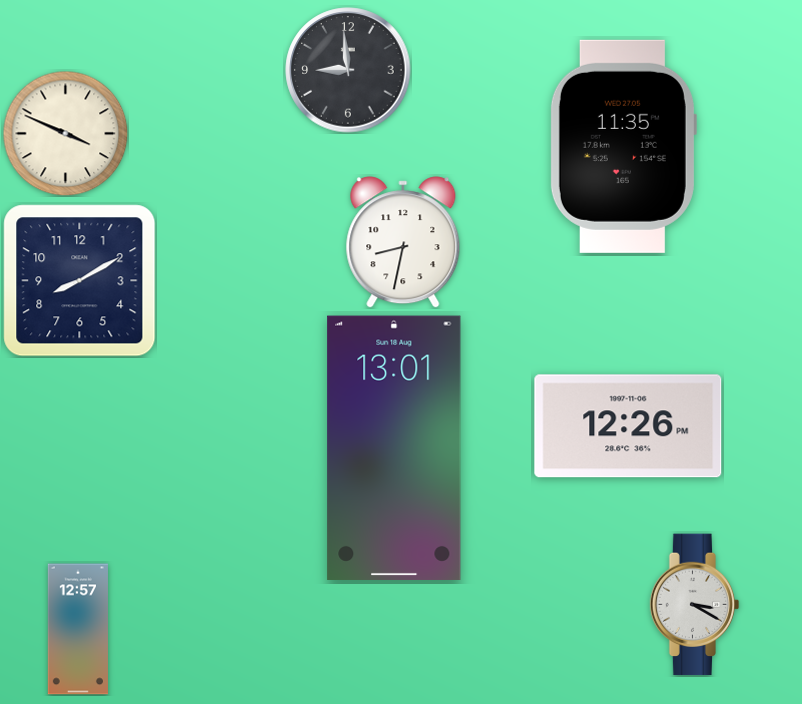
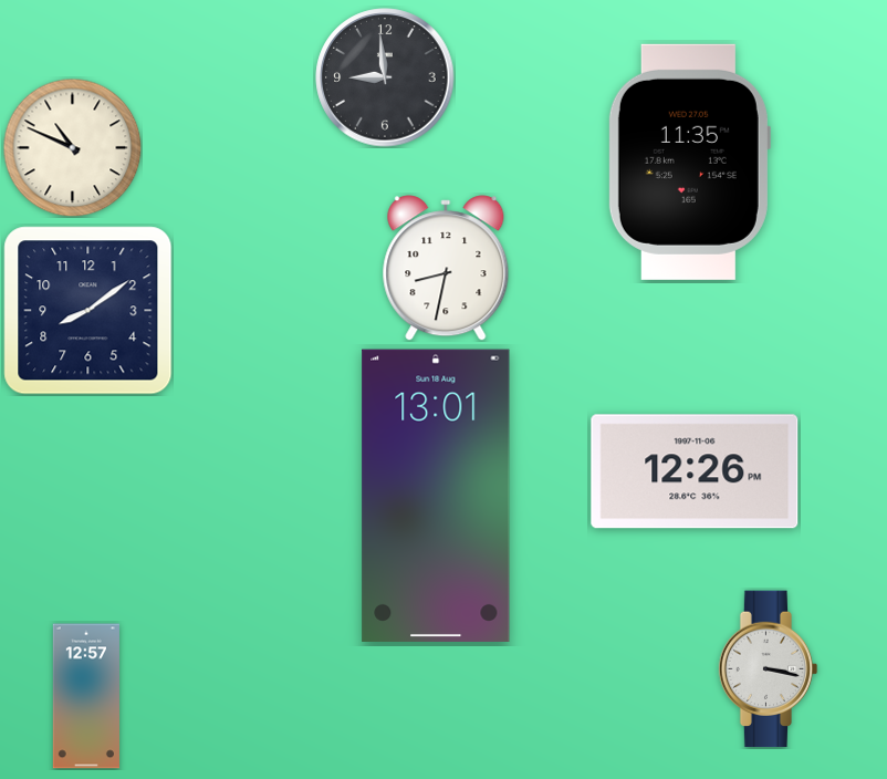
clock at (65, 133): 3:49 -> 10:49
clock at (80, 281): 8:10 -> 8:09
clock at (695, 605): 3:20 -> 3:17
